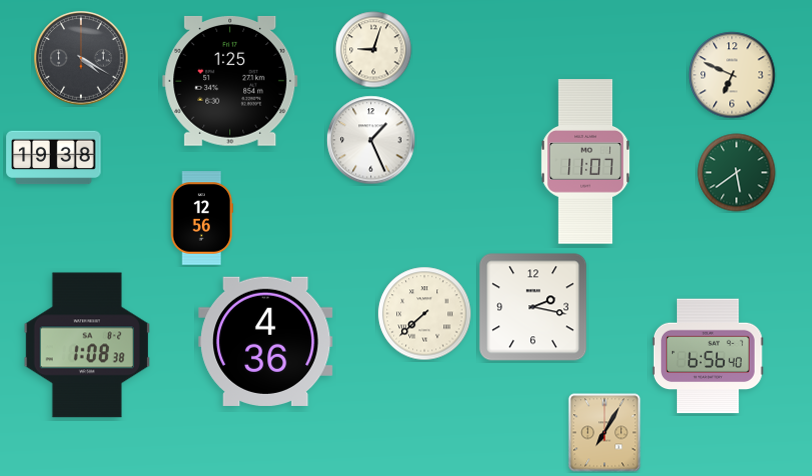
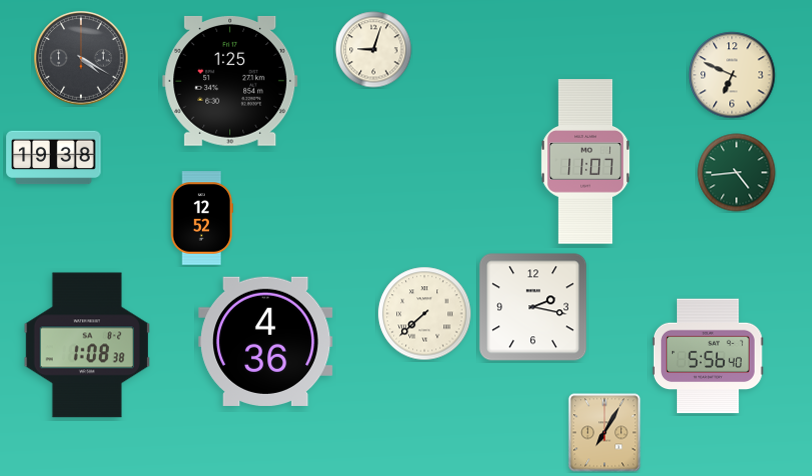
clock at (371, 140): 1:26 -> none
clock at (737, 173): 5:39 -> 4:44
clock at (202, 218): 12:56 -> 12:52
clock at (708, 356): 6:56 -> 5:56
